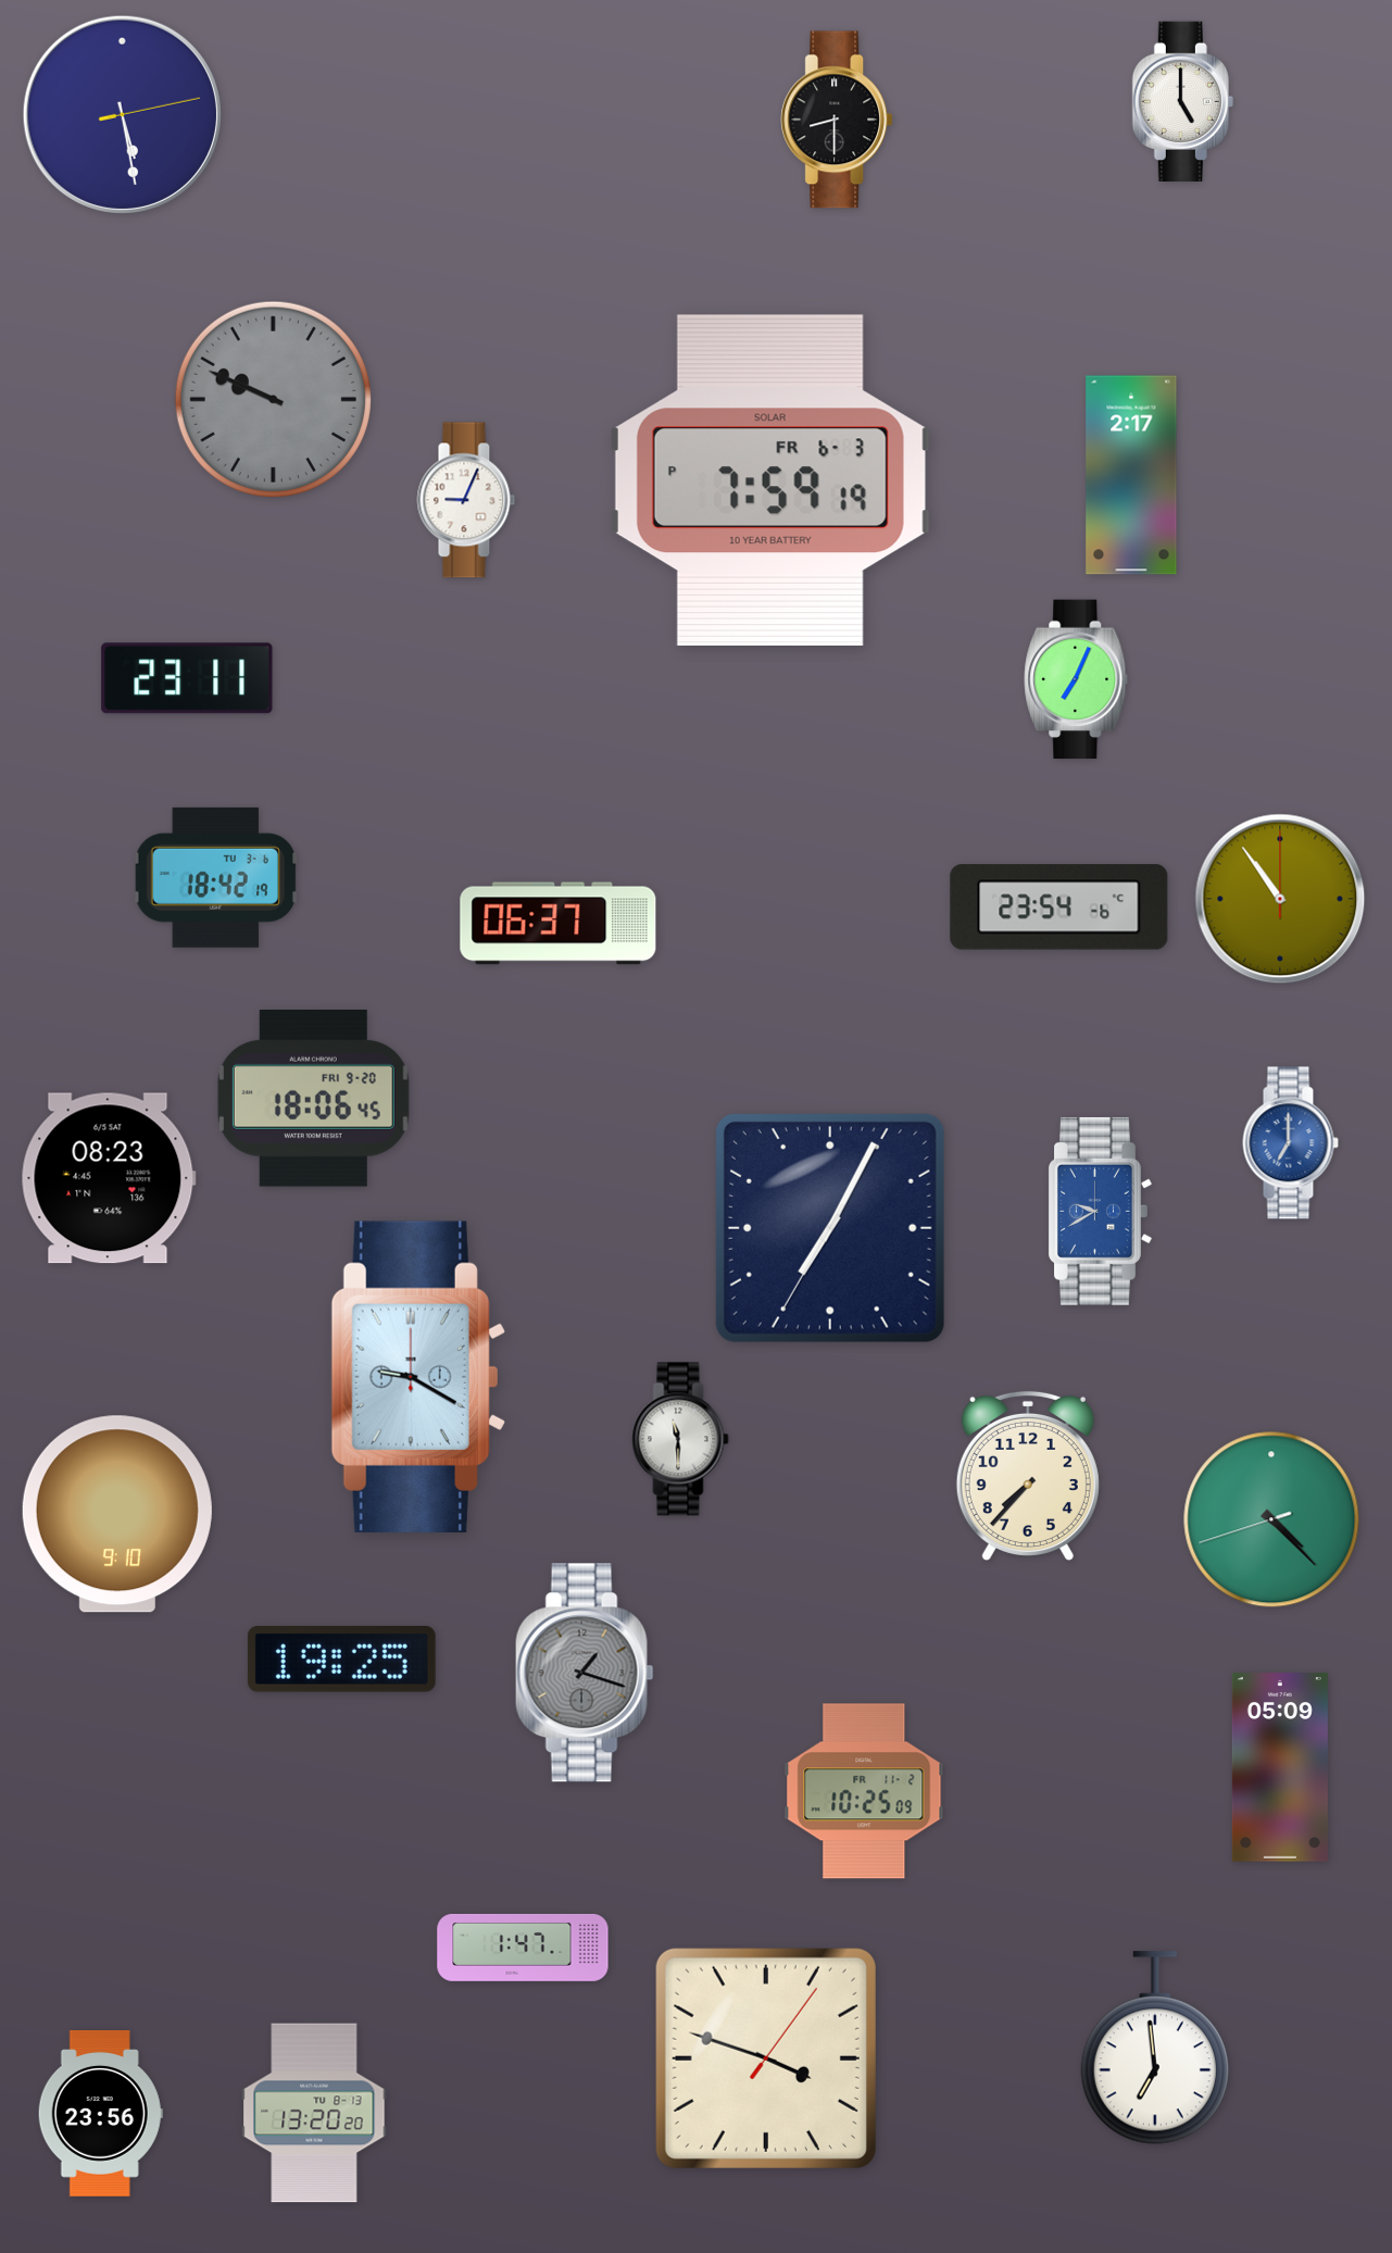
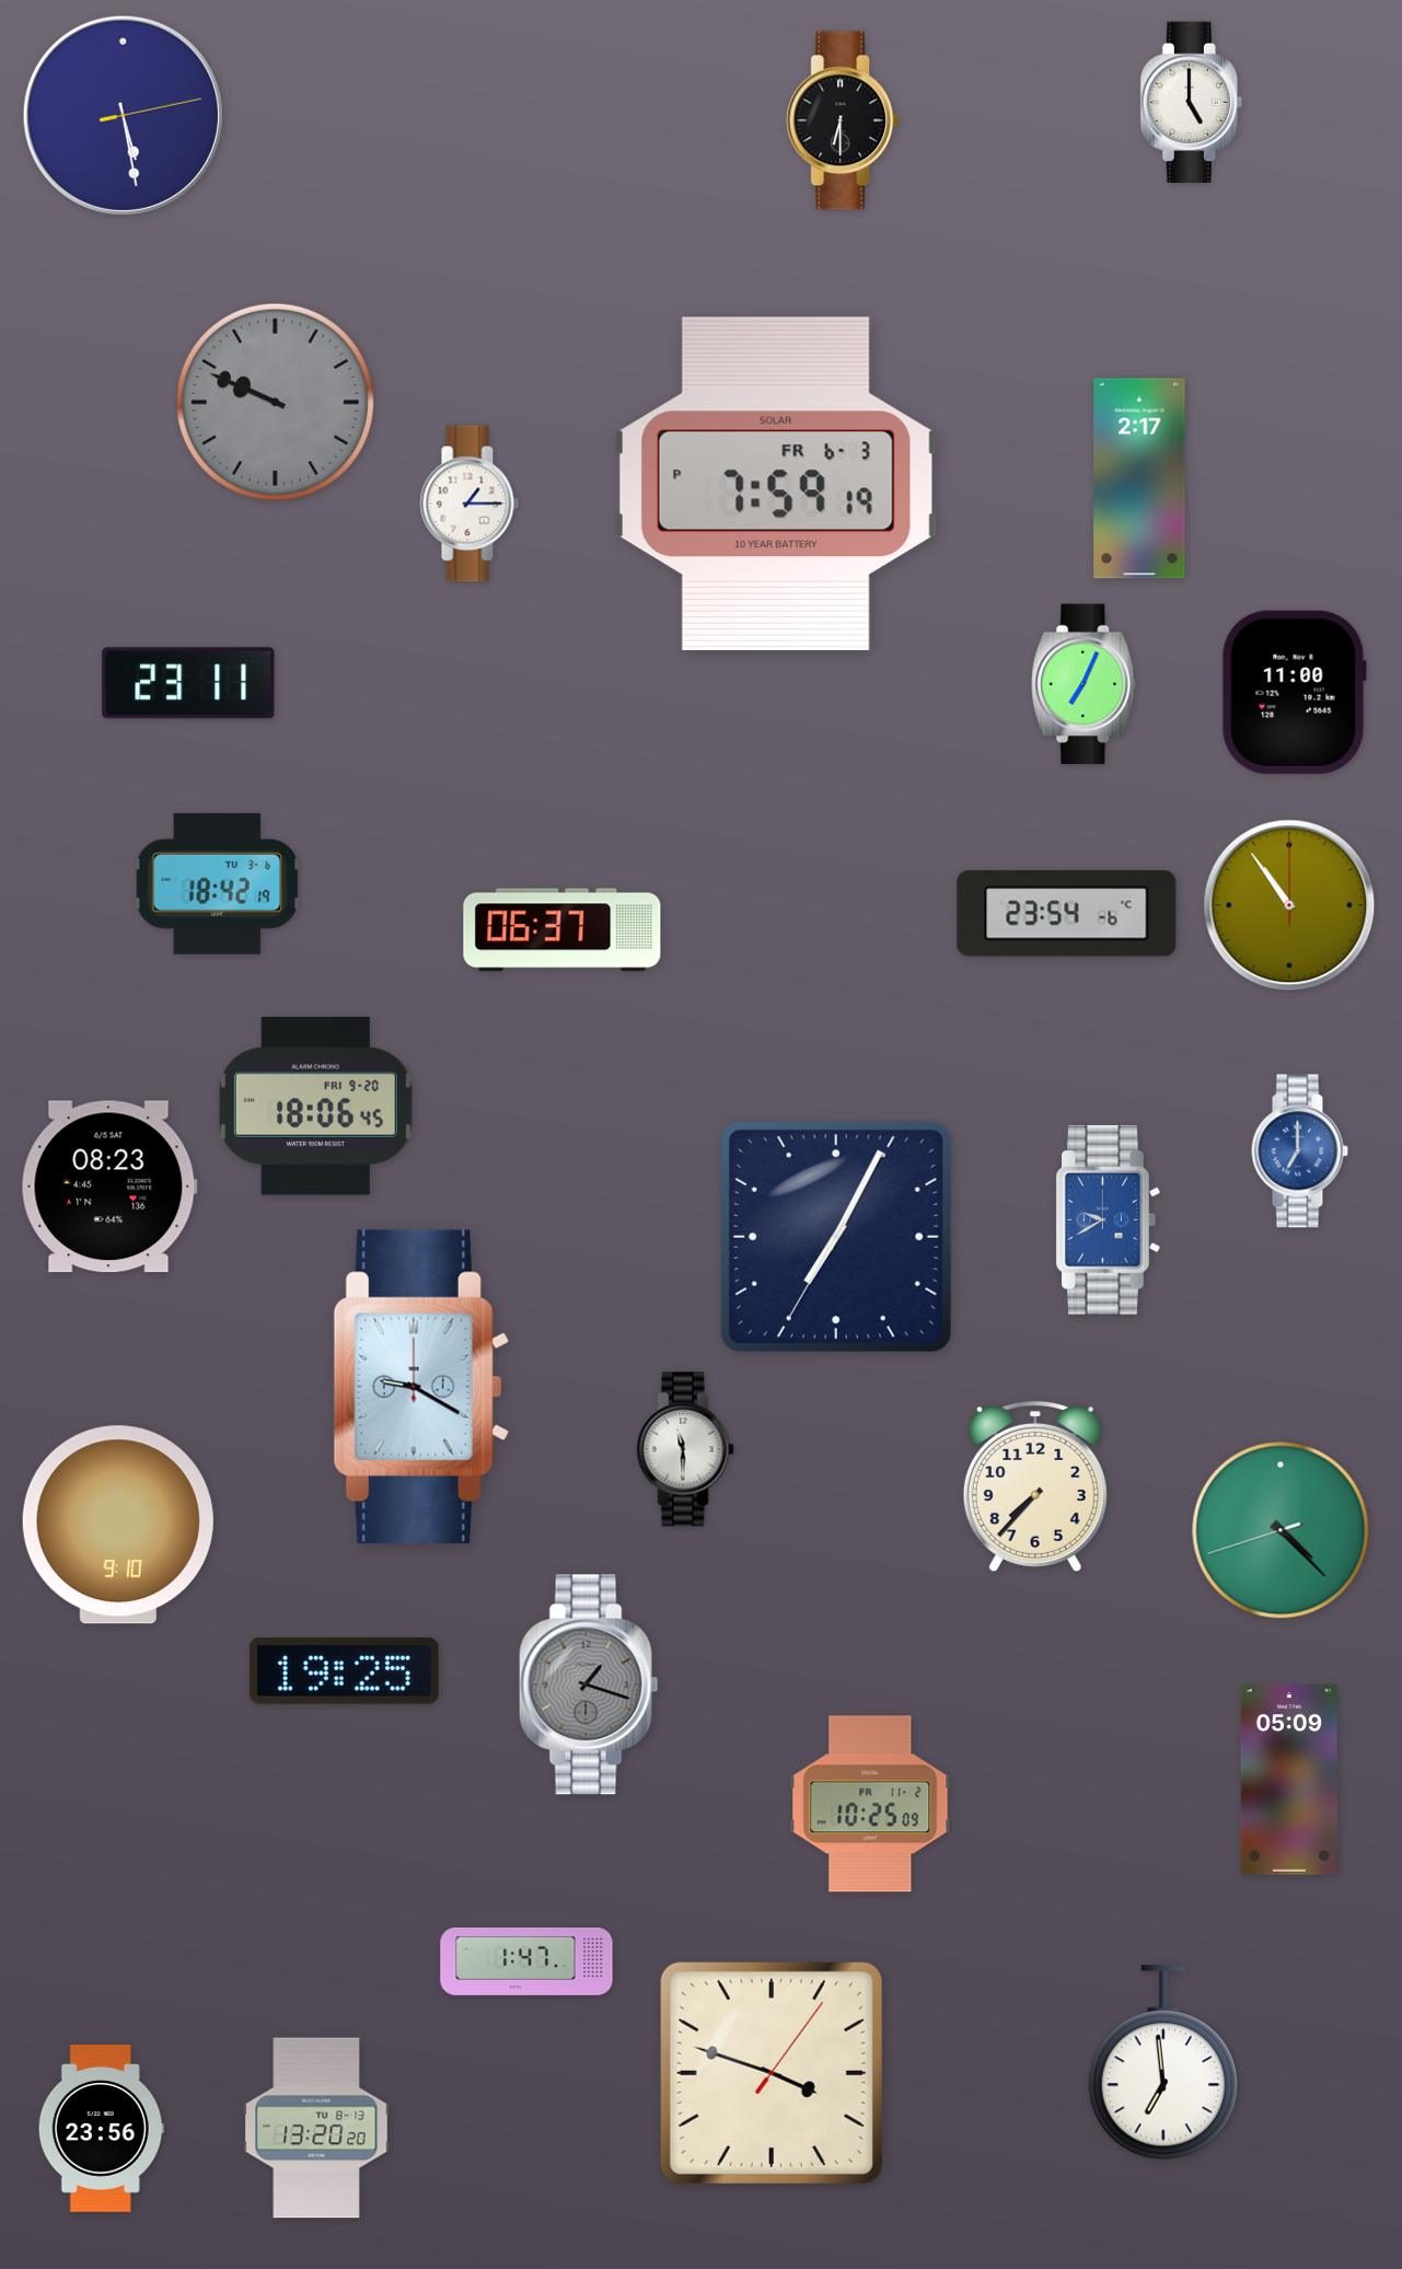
clock at (837, 120): 8:30 -> 6:30
clock at (466, 500): 9:04 -> 1:15
clock at (1294, 692): none -> 11:00
